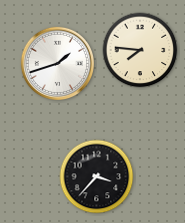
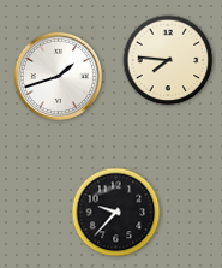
clock at (57, 63) position: (57, 63) -> (58, 76)
clock at (97, 177): 3:37 -> 9:37
